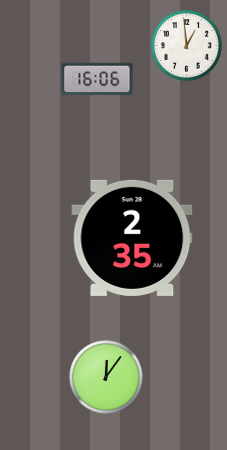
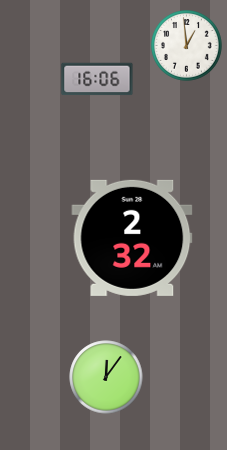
clock at (132, 238): 2:35 -> 2:32
